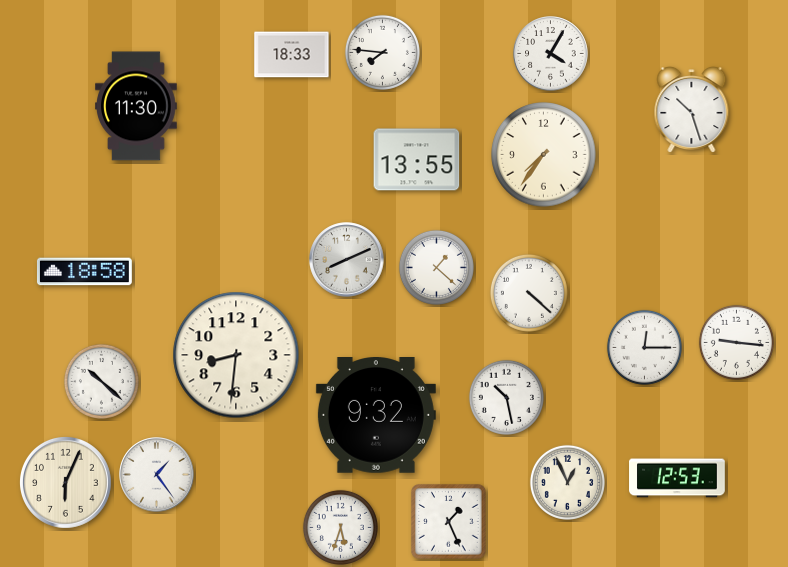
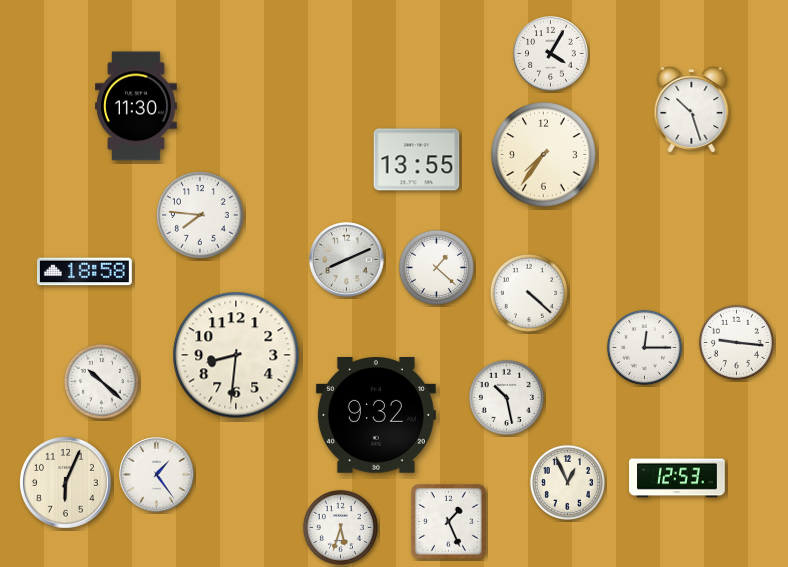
clock at (382, 52): 7:46 -> none
clock at (292, 55): 18:33 -> none
clock at (200, 215): none -> 7:46
